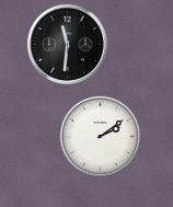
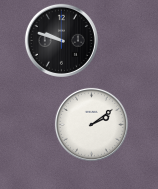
clock at (67, 44): 11:31 -> 9:48
